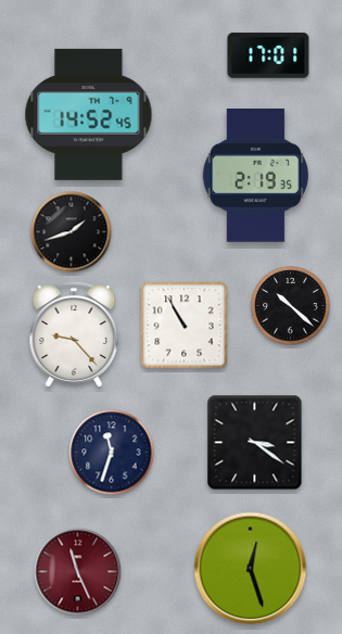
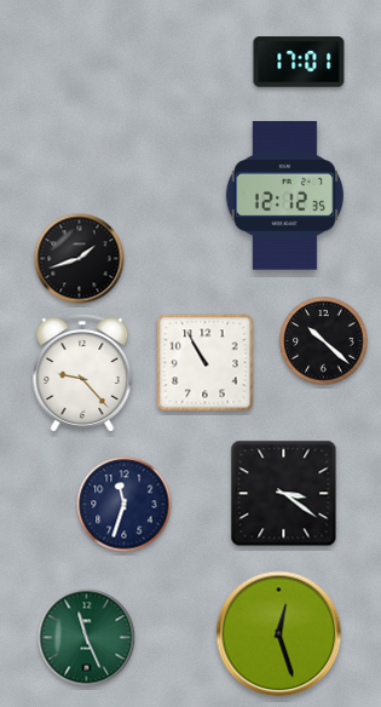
clock at (89, 114): 14:52 -> none
clock at (255, 176): 2:19 -> 12:12
clock at (78, 572) dial: burgundy -> green
